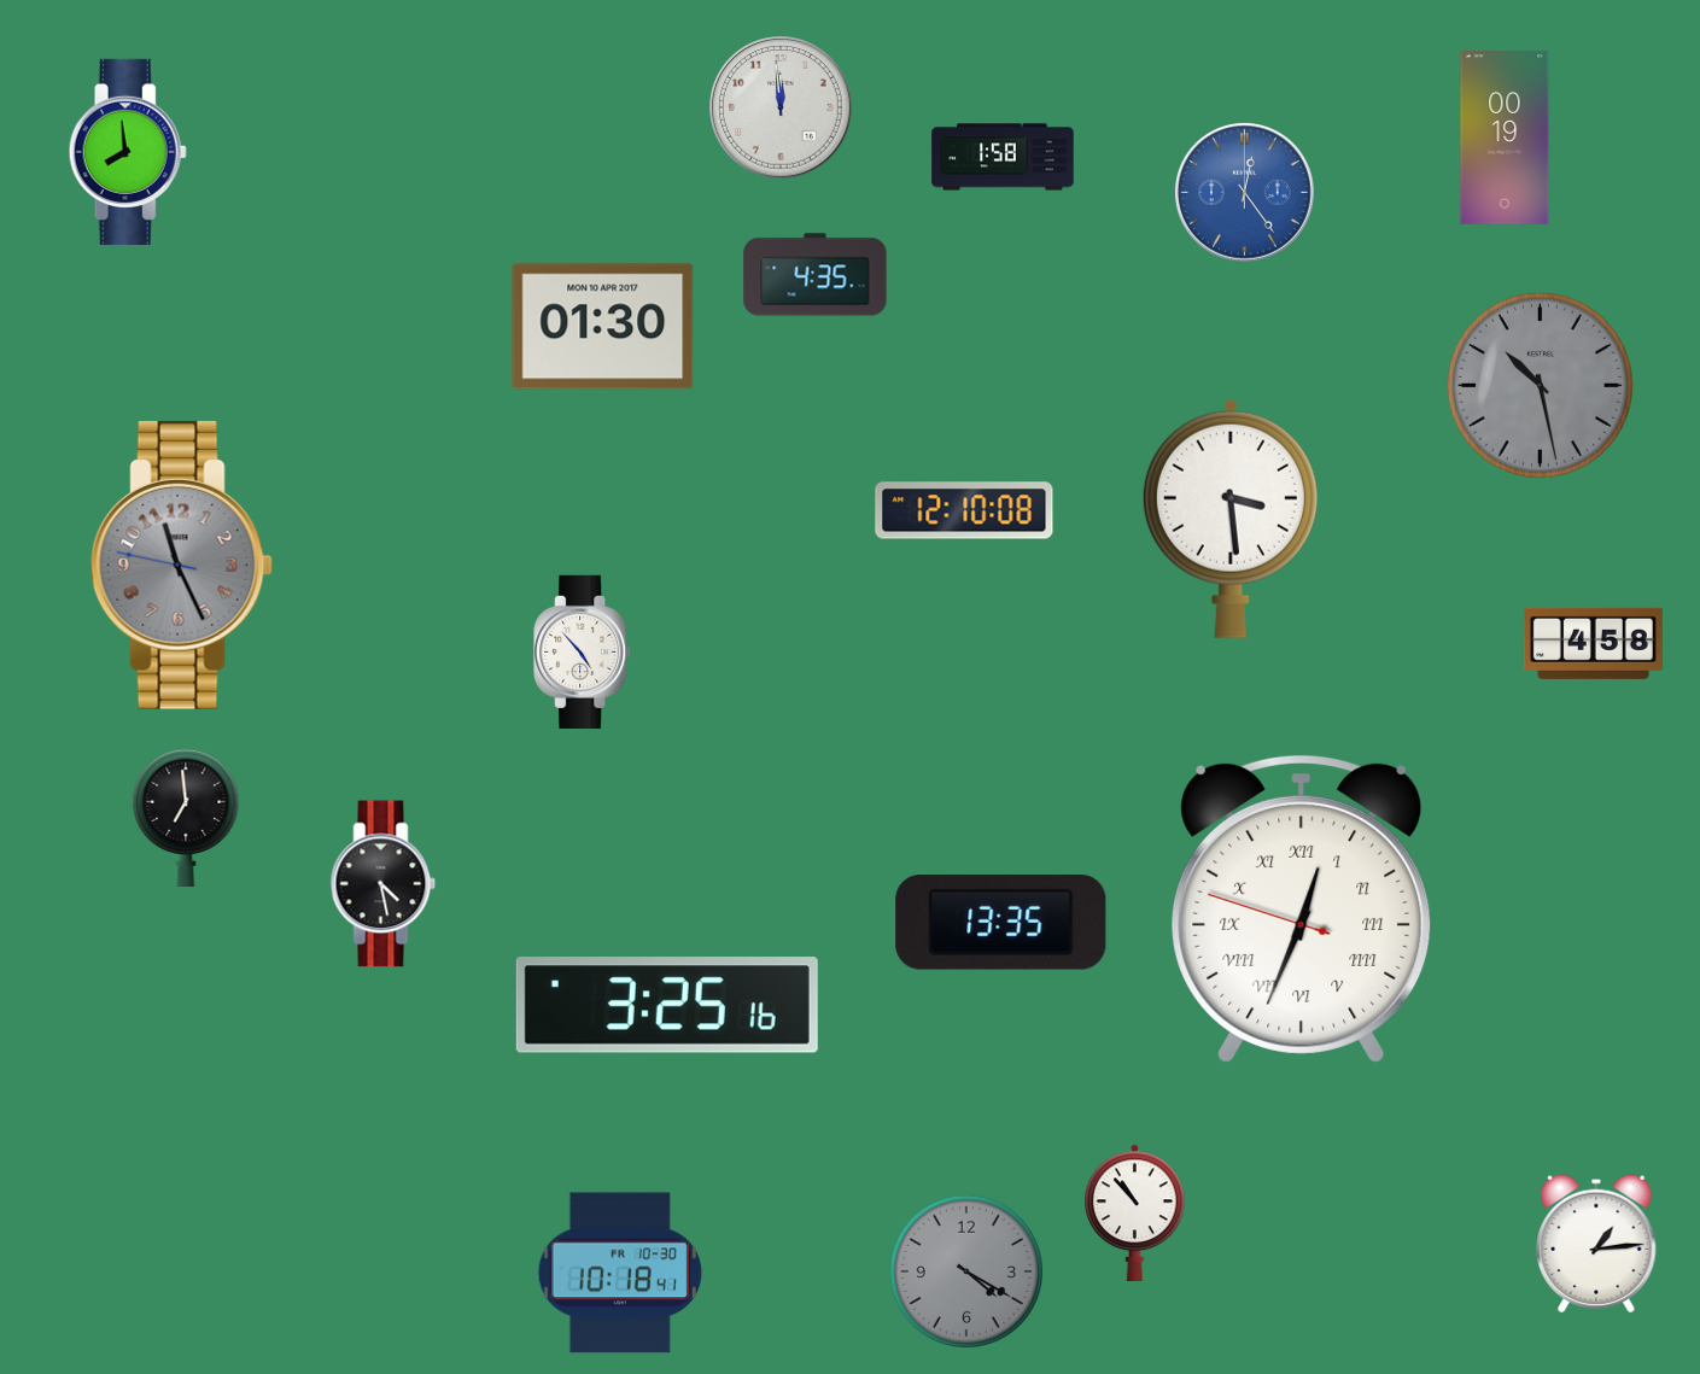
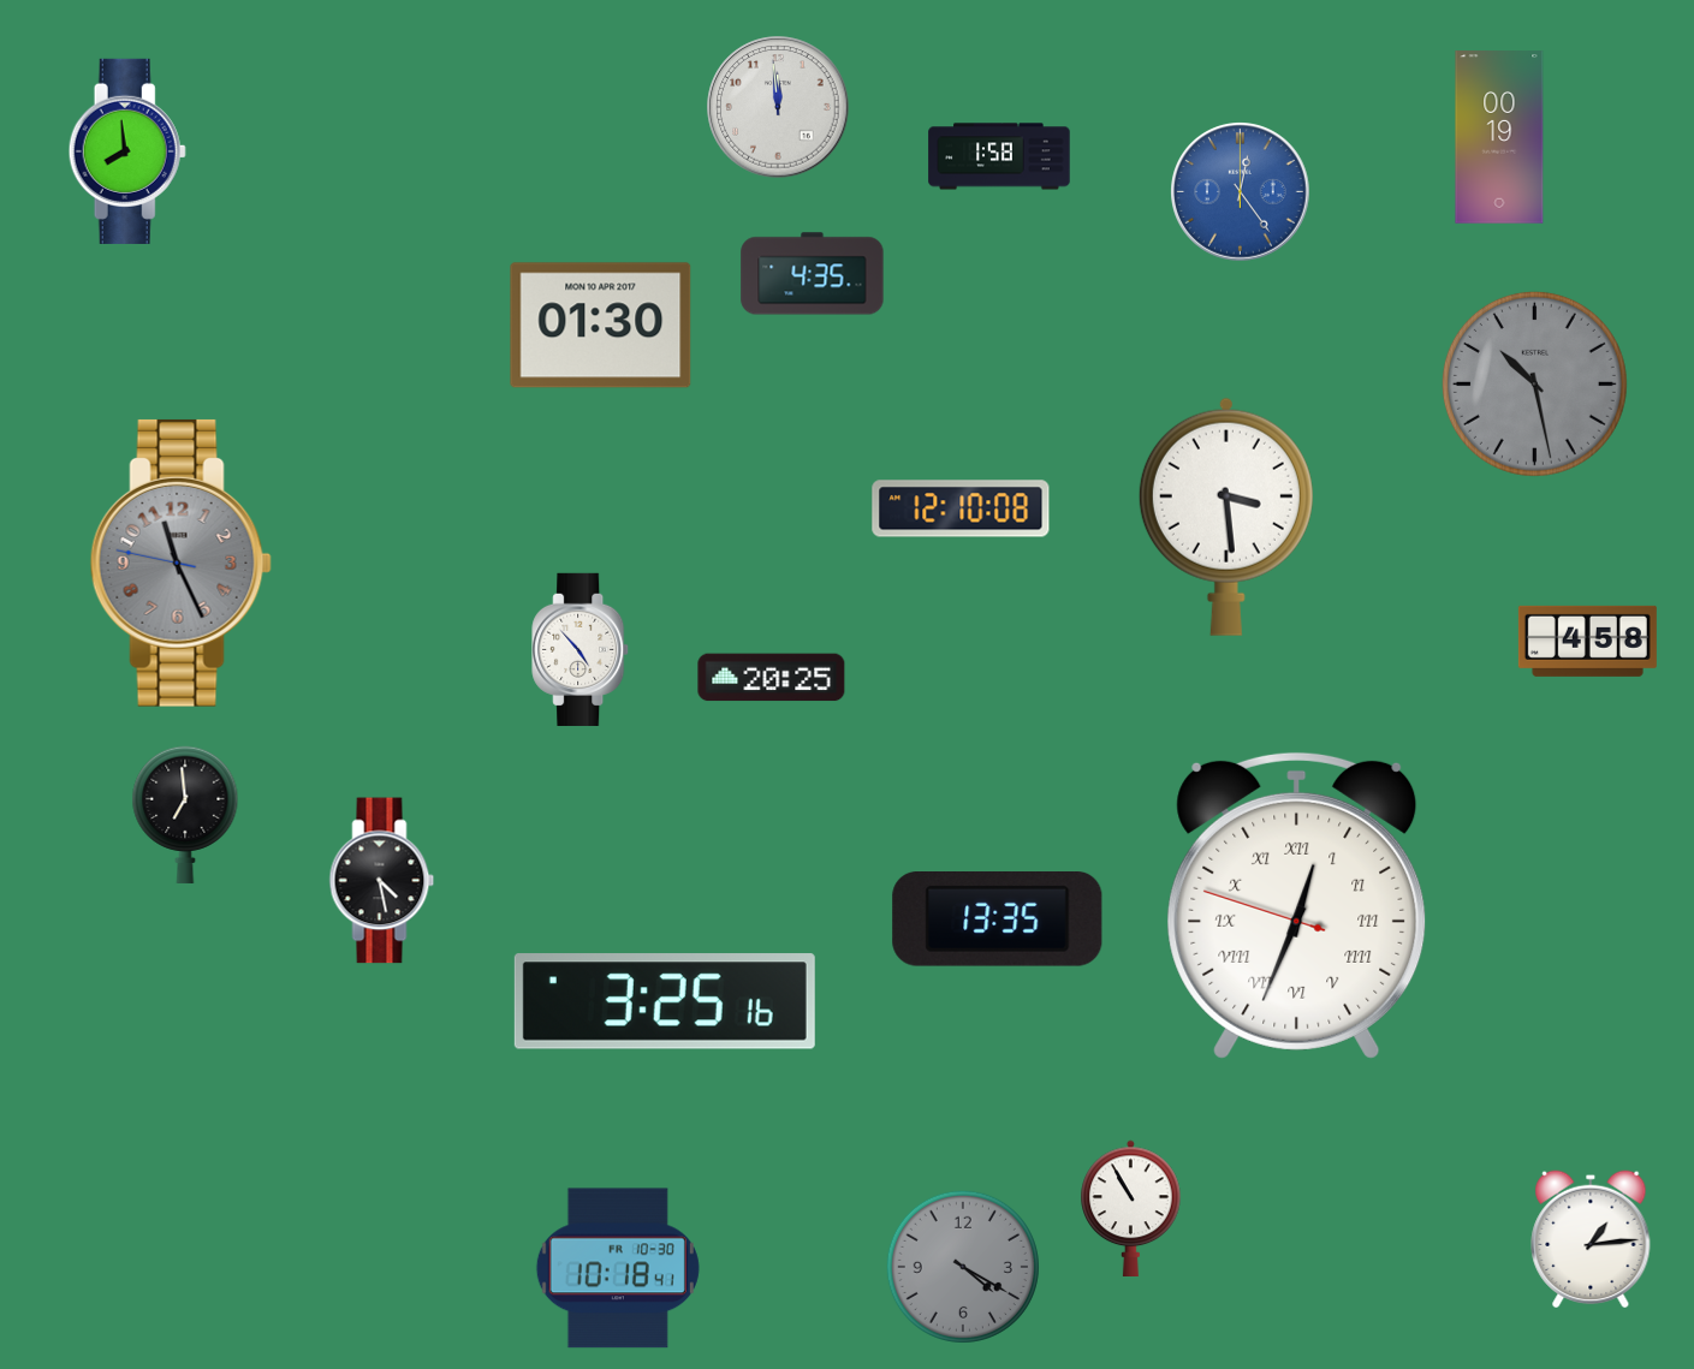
clock at (772, 678): none -> 20:25
clock at (1135, 1212): 10:53 -> 10:55
